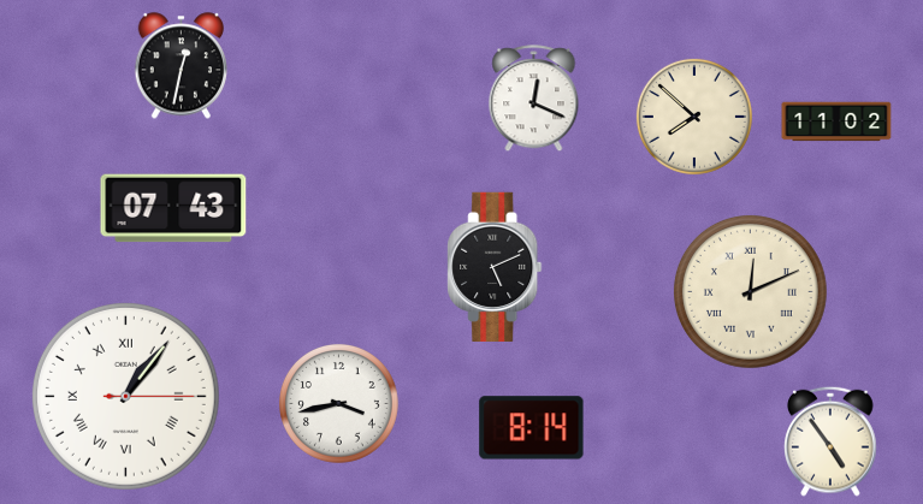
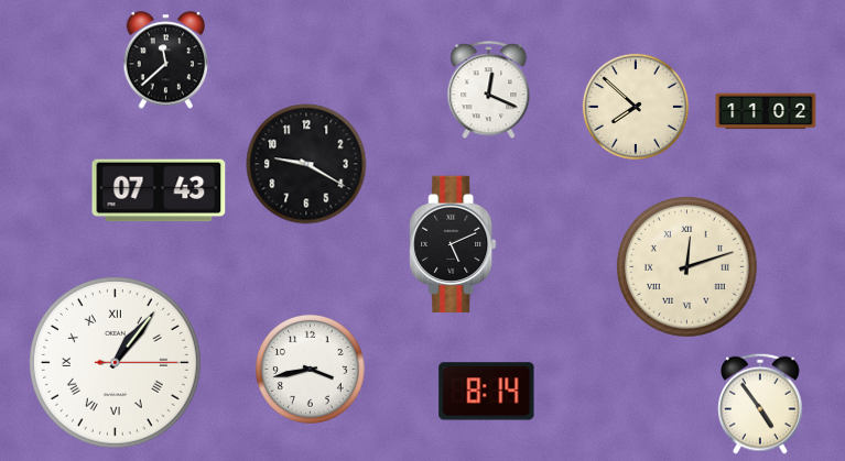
clock at (182, 66): 12:32 -> 11:38
clock at (306, 164): none -> 9:20
clock at (750, 291): 12:11 -> 12:12
